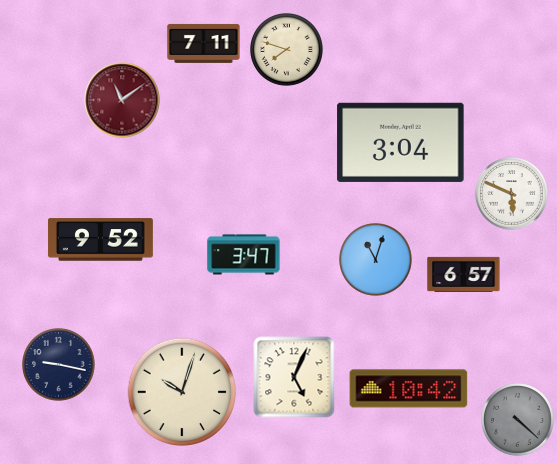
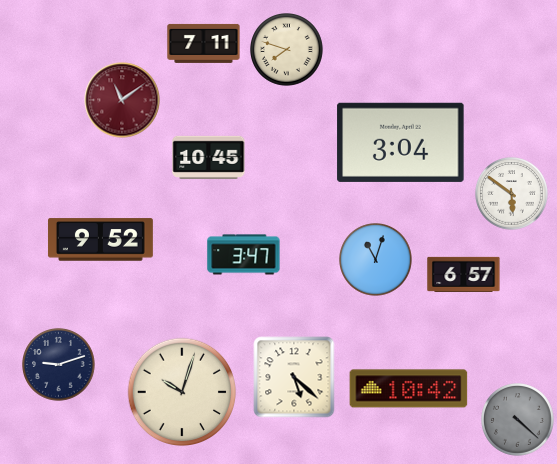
clock at (209, 157): none -> 10:45
clock at (512, 194): 5:49 -> 5:51
clock at (59, 365): 9:17 -> 9:12
clock at (294, 377): 5:04 -> 5:22
